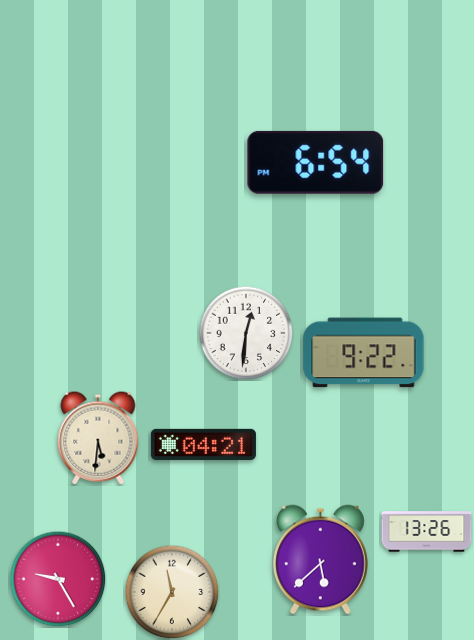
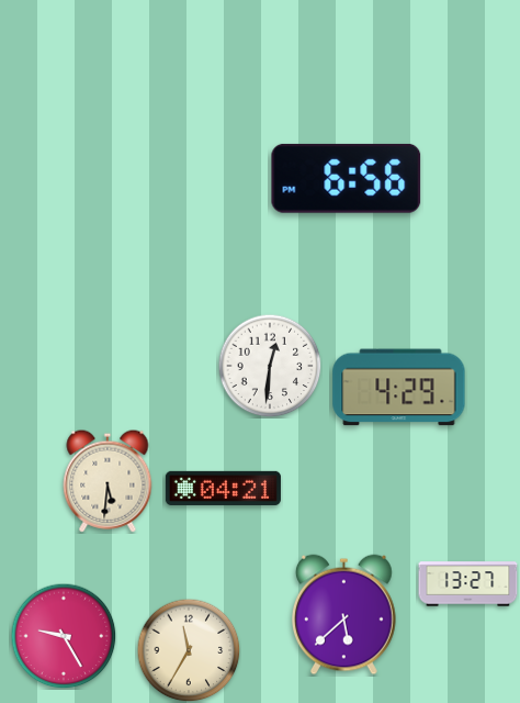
clock at (316, 162): 6:54 -> 6:56
clock at (364, 353): 9:22 -> 4:29
clock at (427, 532): 13:26 -> 13:27
clock at (321, 560) position: (321, 560) -> (344, 615)
